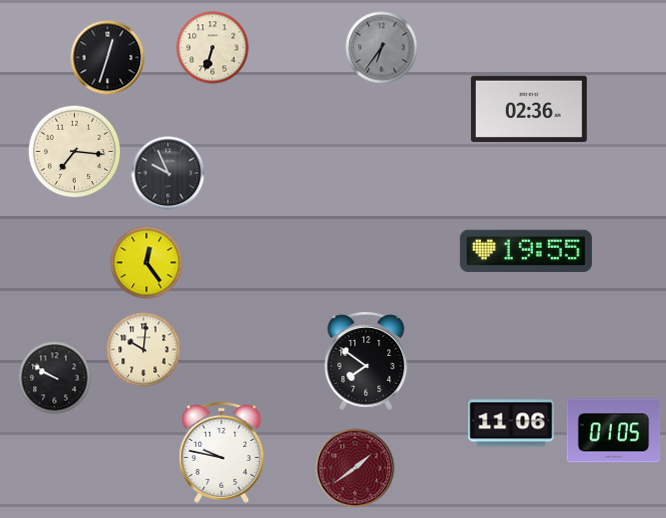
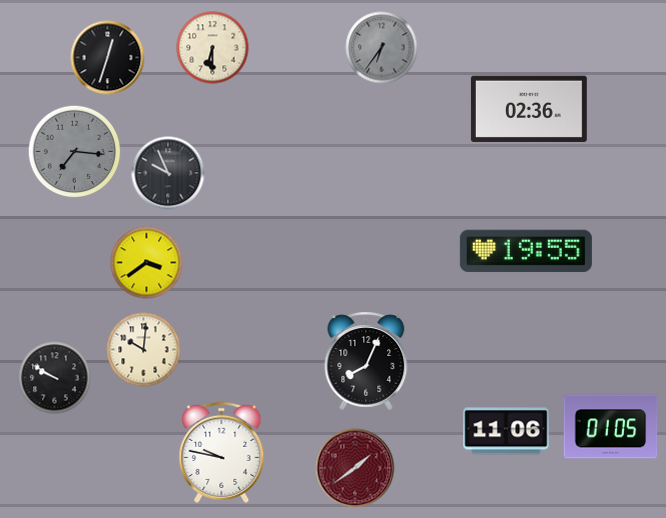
clock at (213, 48): 6:33 -> 6:30
clock at (75, 152) dial: cream -> grey
clock at (147, 263): 12:24 -> 3:39
clock at (366, 361): 7:51 -> 8:04
clock at (511, 423) position: (511, 423) -> (506, 431)
clock at (614, 431) position: (614, 431) -> (611, 427)
